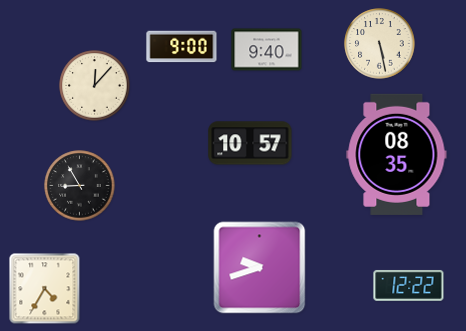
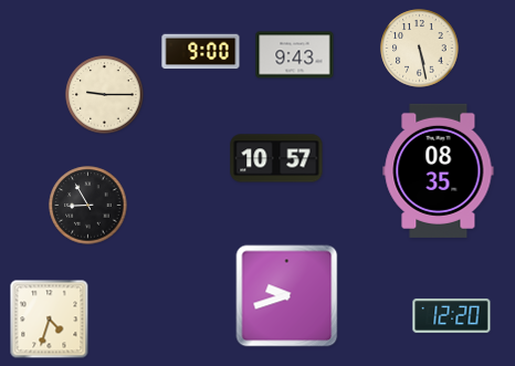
clock at (267, 50): 9:40 -> 9:43
clock at (95, 86): 12:07 -> 9:15
clock at (409, 286): 12:22 -> 12:20
clock at (45, 289): 4:35 -> 4:33
